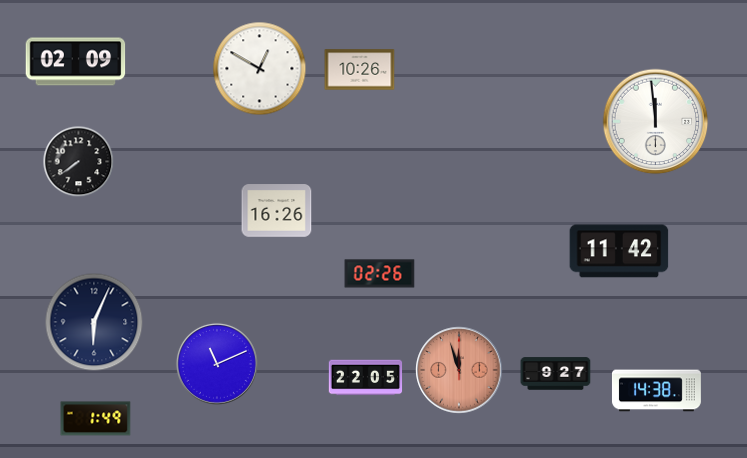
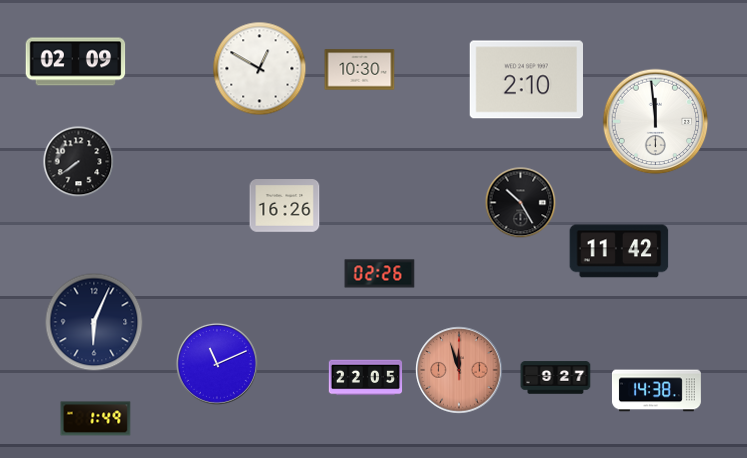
clock at (360, 70): 10:26 -> 10:30
clock at (526, 80): none -> 2:10
clock at (521, 203): none -> 10:25
clock at (277, 211) position: (277, 211) -> (285, 206)
clock at (556, 374) position: (556, 374) -> (556, 378)
